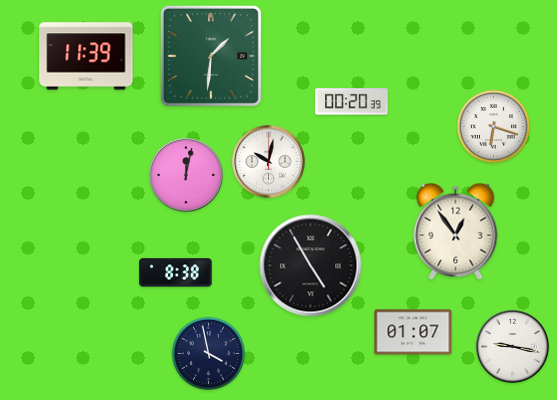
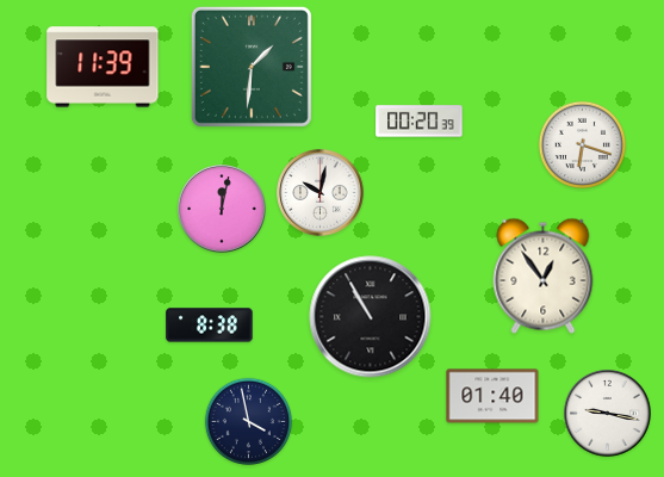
clock at (493, 126) position: (493, 126) -> (582, 144)
clock at (311, 266): 4:55 -> 10:55
clock at (413, 332): 01:07 -> 01:40
clock at (513, 347) position: (513, 347) -> (608, 414)
